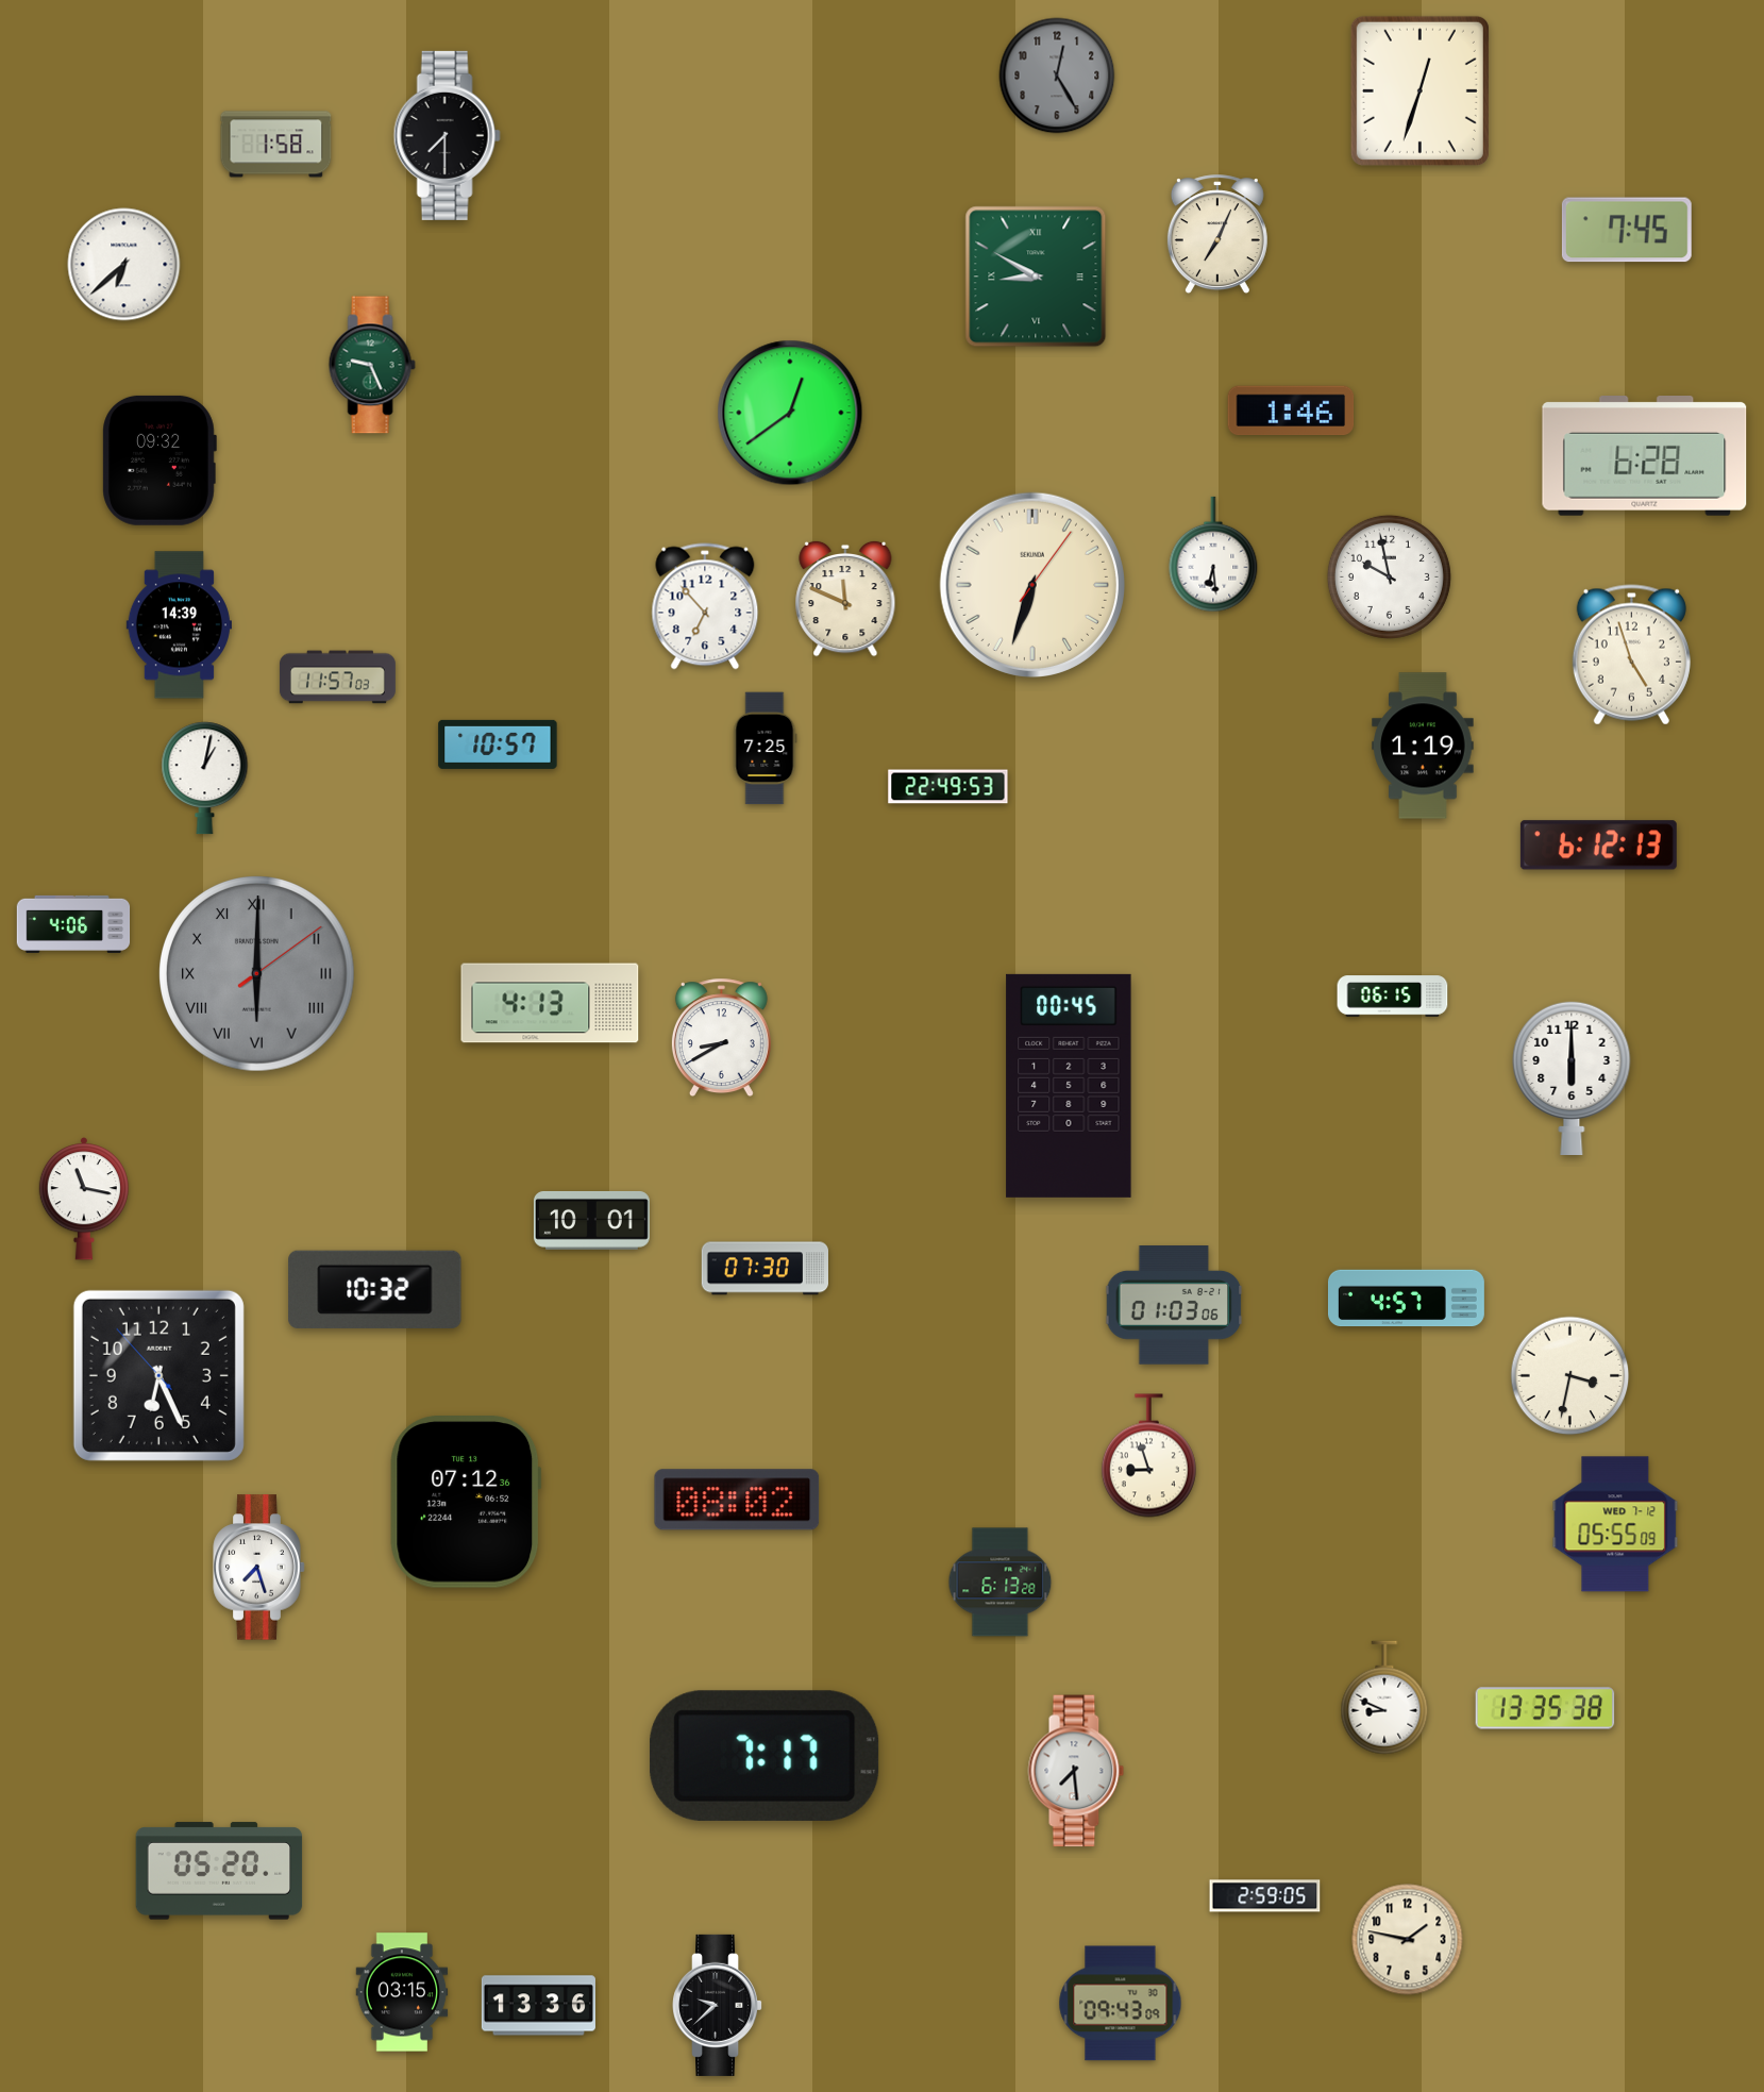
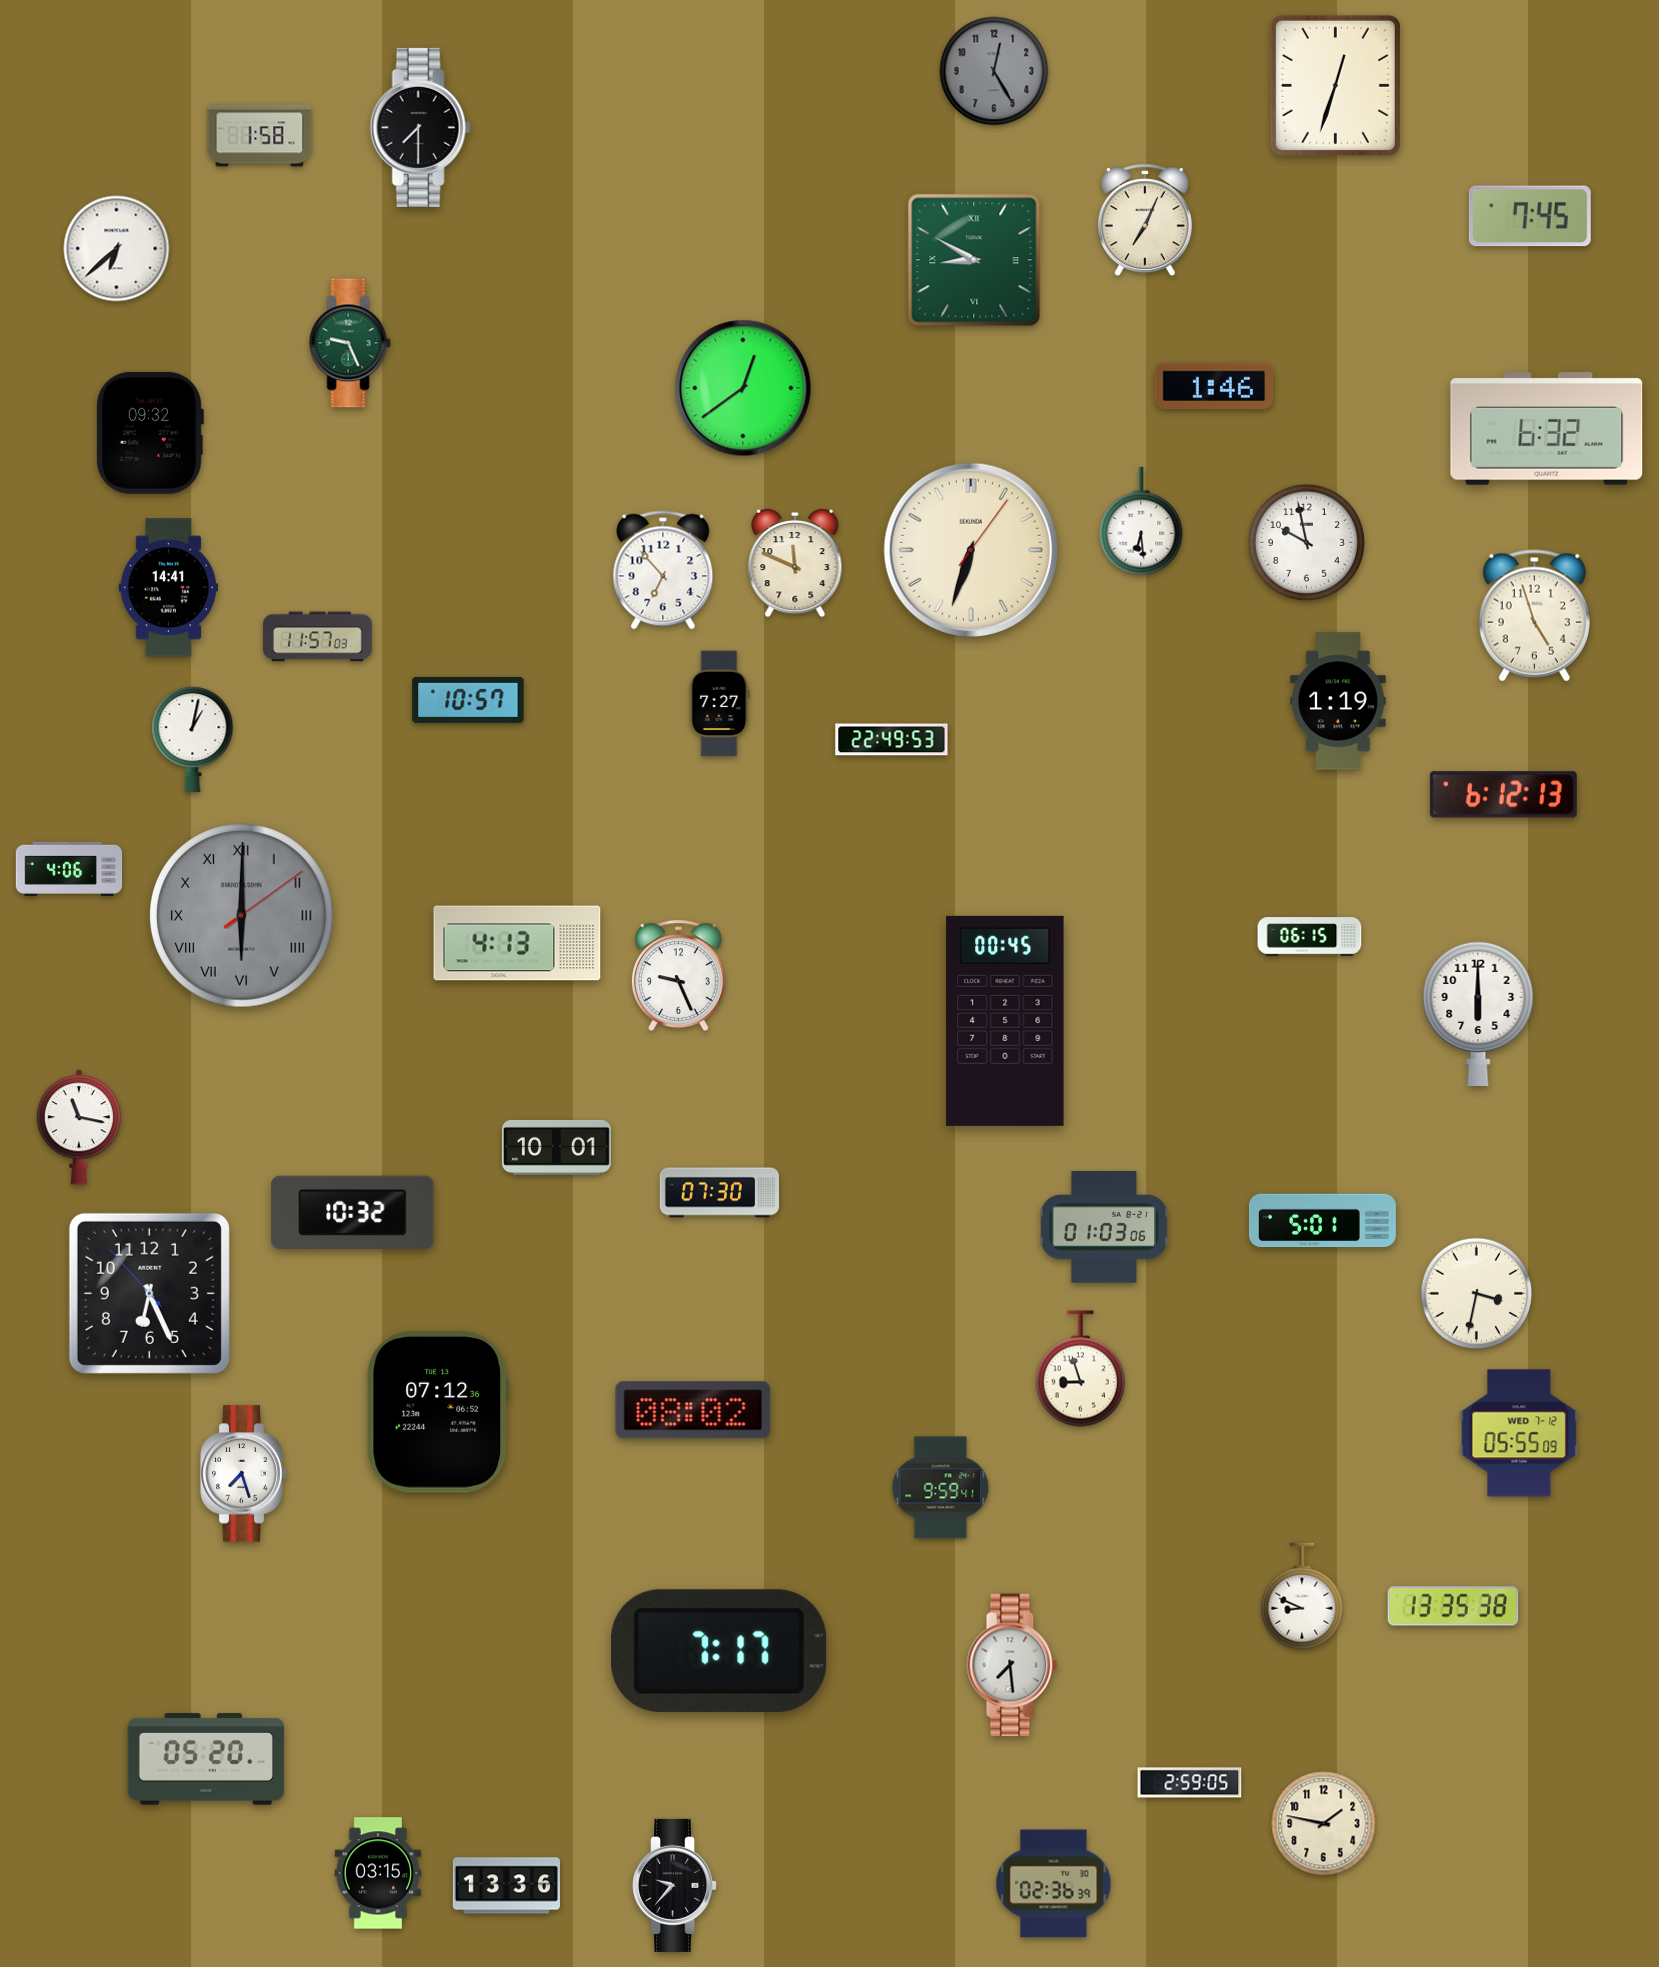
clock at (1645, 456): 6:28 -> 6:32
clock at (179, 625): 14:39 -> 14:41
clock at (765, 749): 7:25 -> 7:27
clock at (205, 779) position: (205, 779) -> (193, 740)
clock at (721, 1038): 8:40 -> 9:26
clock at (1406, 1299): 4:57 -> 5:01
clock at (1001, 1583): 6:13 -> 9:59
clock at (1121, 2004): 09:43 -> 02:36
clock at (718, 2005): 9:38 -> 9:37
